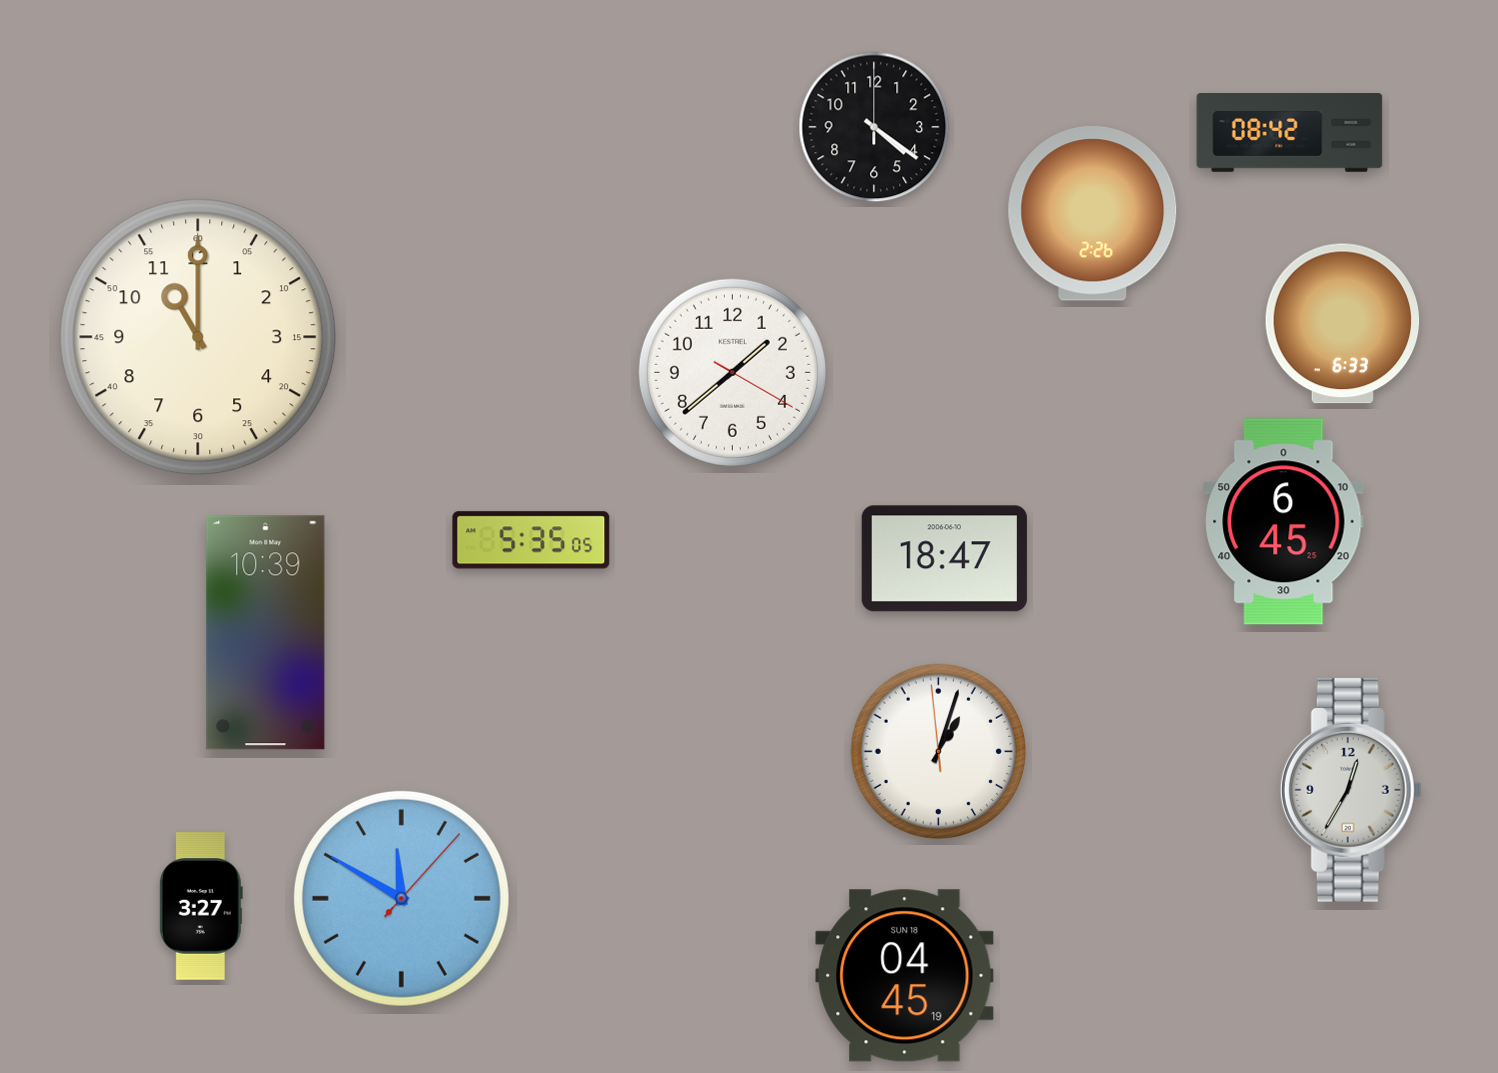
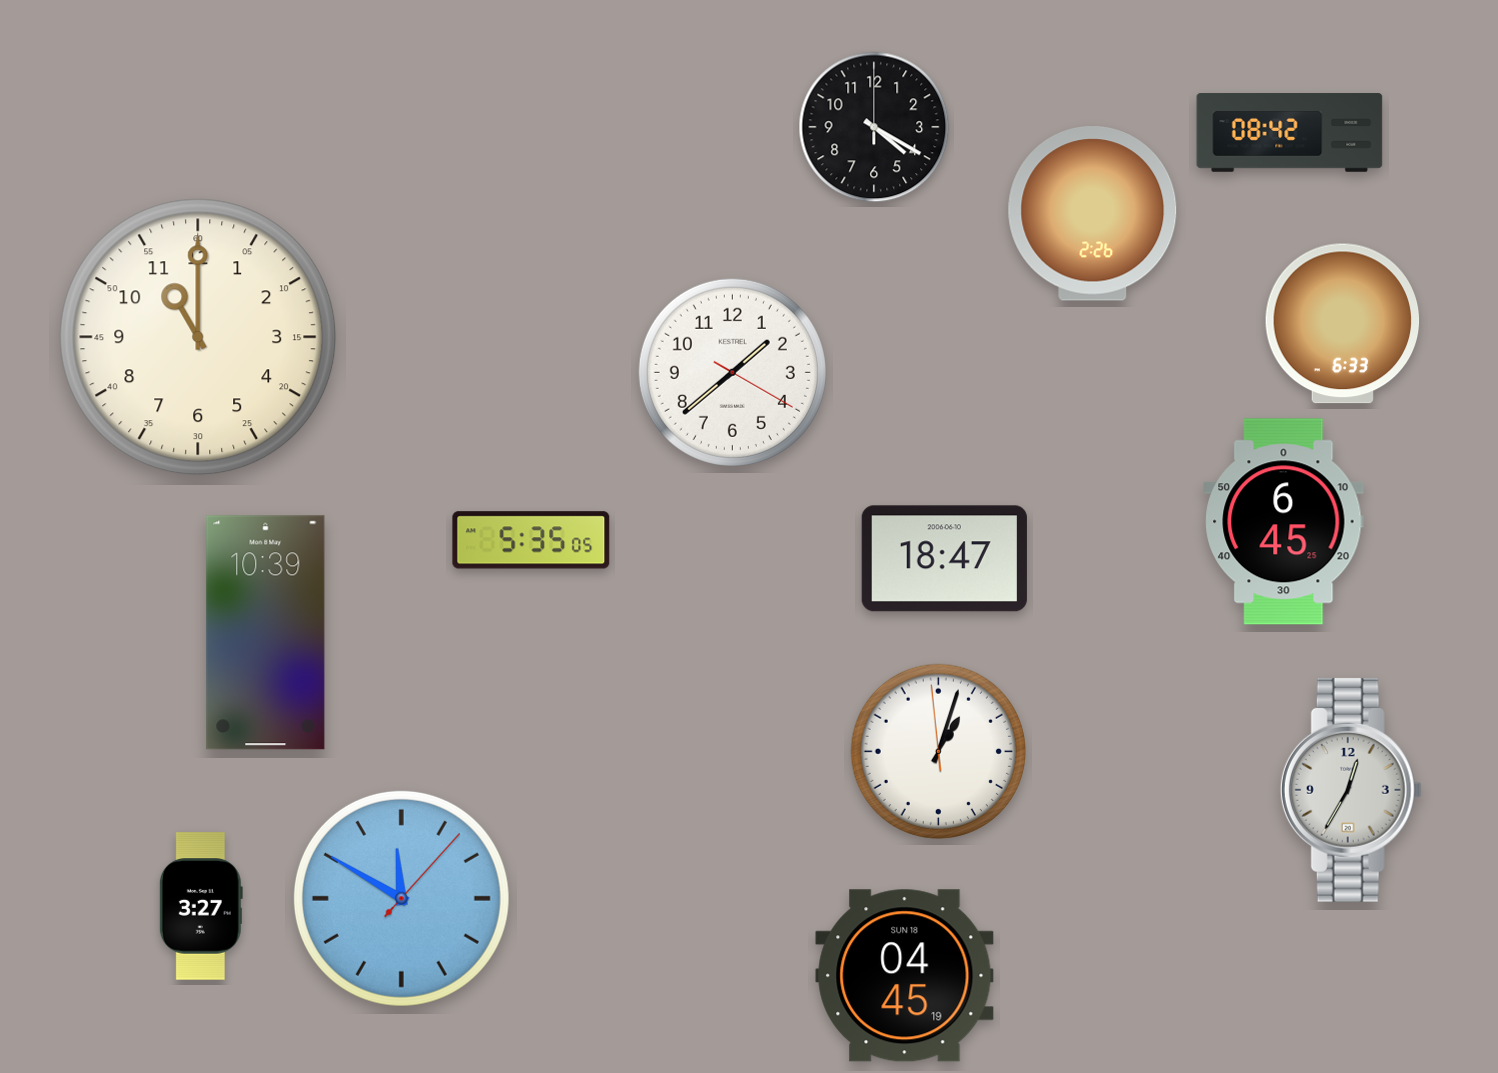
clock at (874, 127): 4:21 -> 4:20
